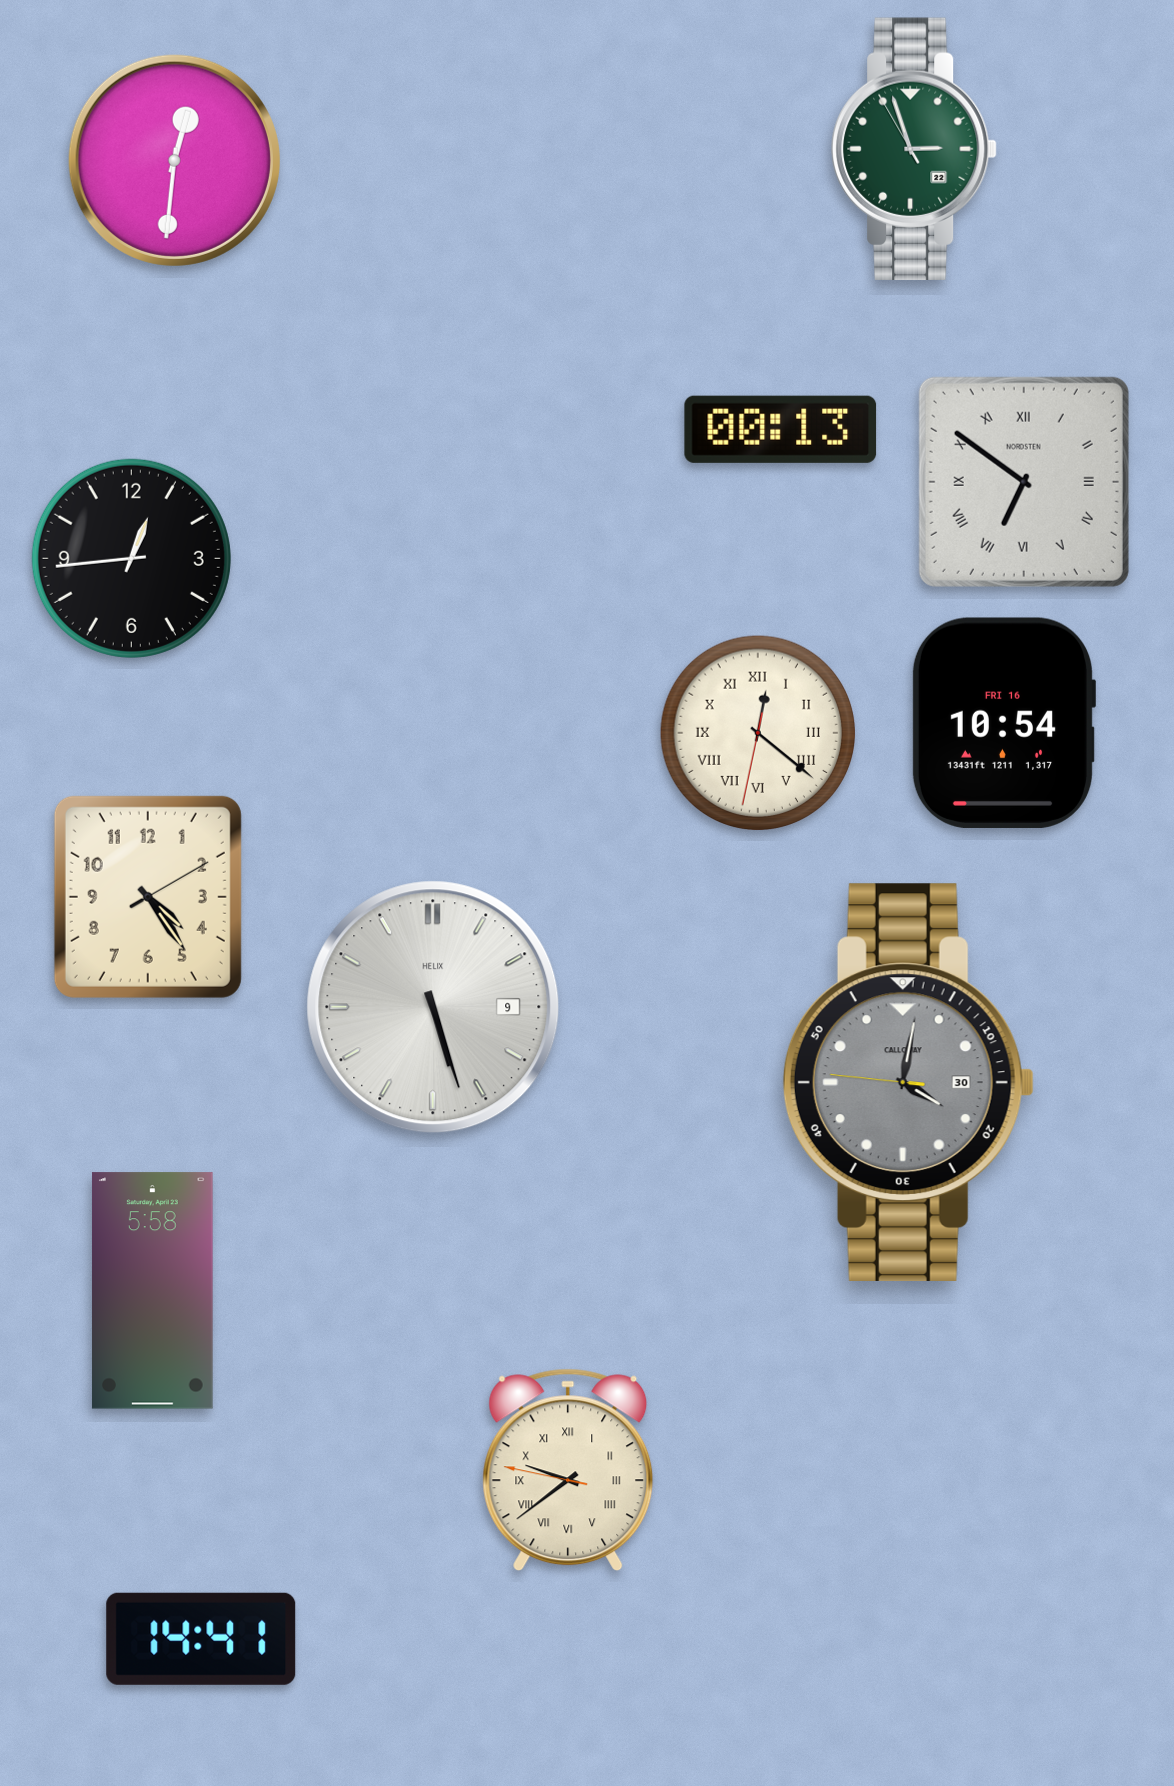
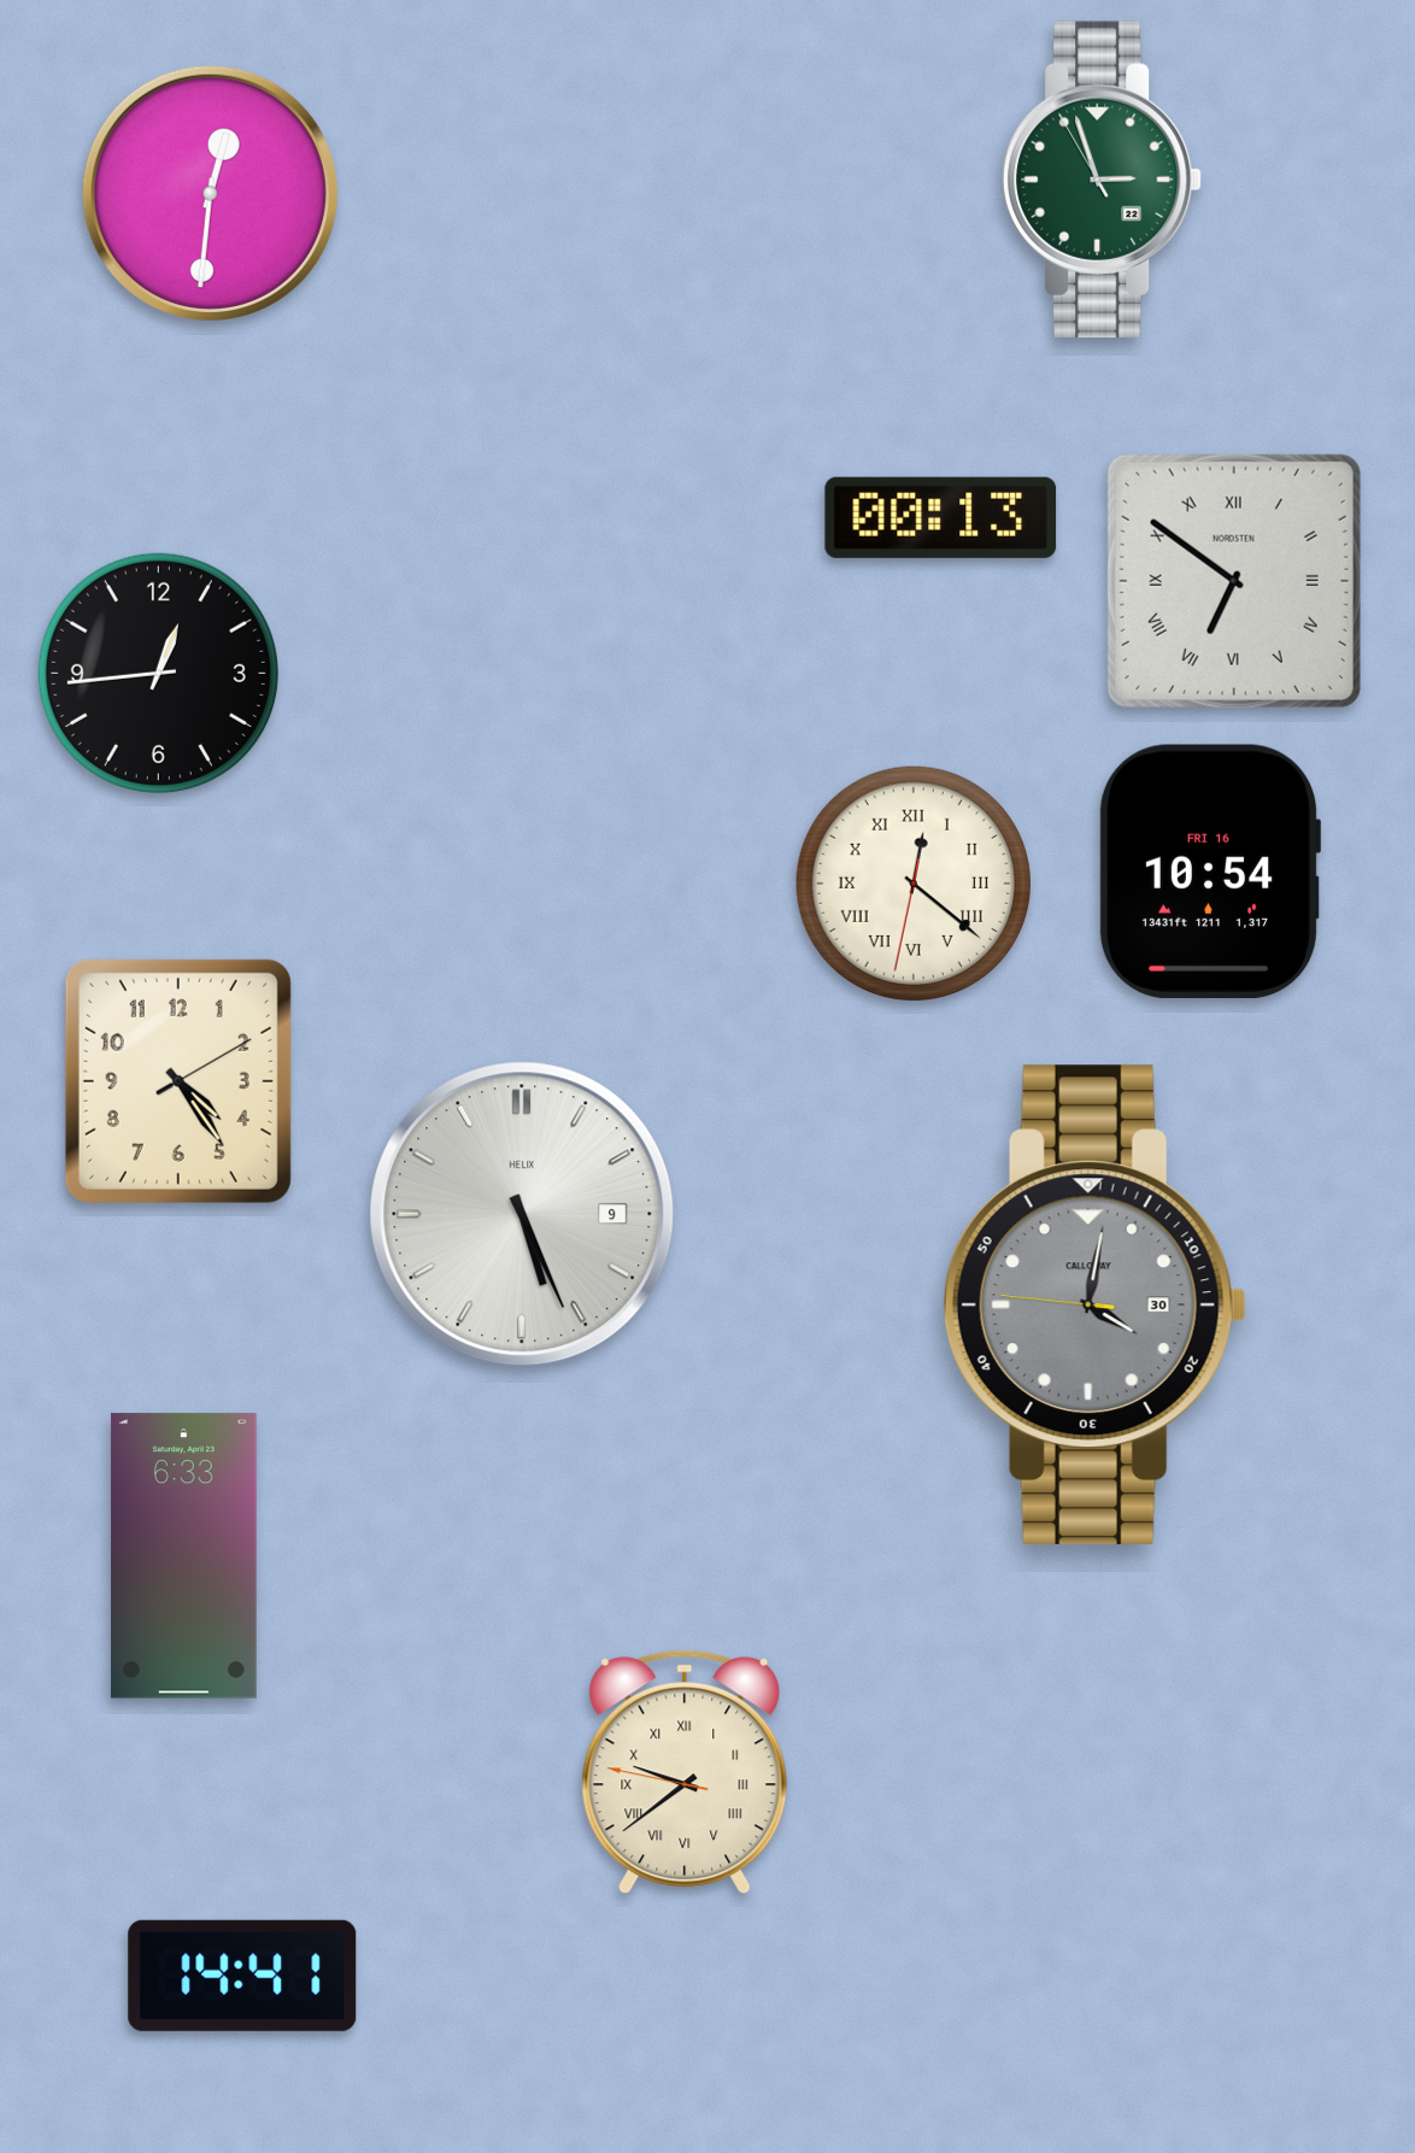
clock at (433, 1007): 5:27 -> 5:26
clock at (153, 1291): 5:58 -> 6:33
